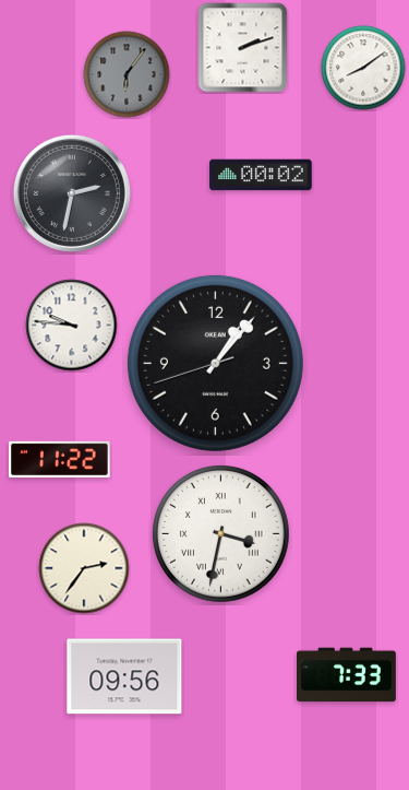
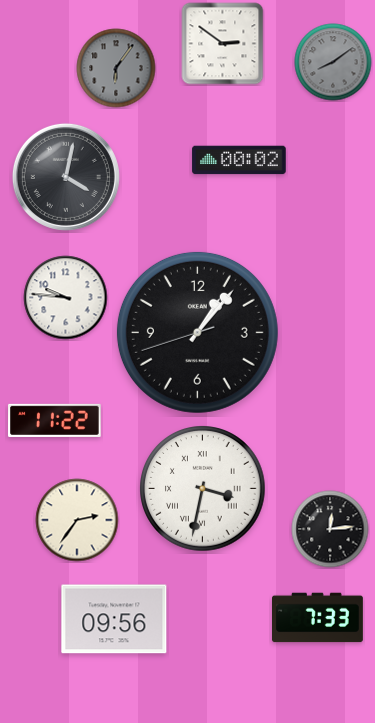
clock at (243, 48): 2:12 -> 2:51
clock at (363, 68) dial: white -> grey
clock at (72, 193): 2:32 -> 4:02
clock at (330, 529): none -> 12:14
